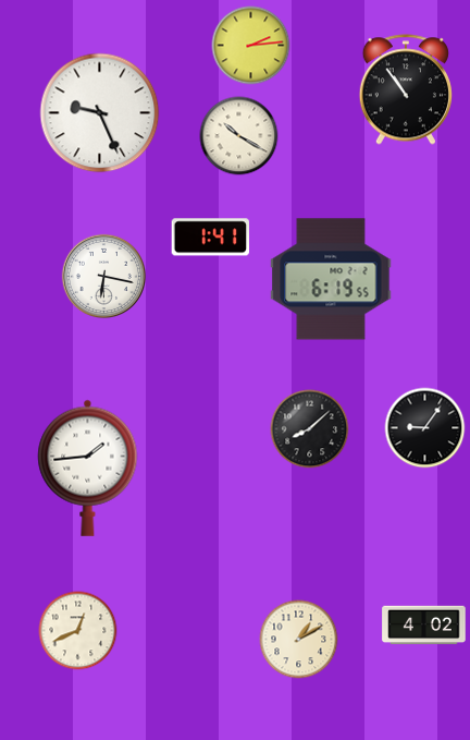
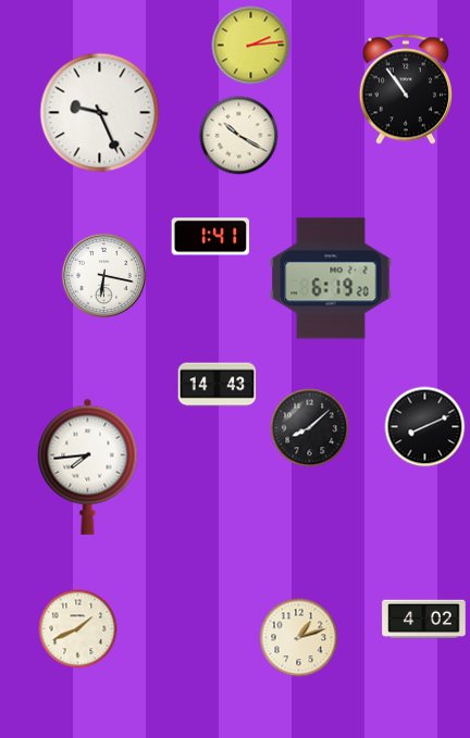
clock at (331, 279): 6:19:55 -> 6:19:20
clock at (218, 385): none -> 14:43
clock at (425, 428): 9:06 -> 8:11
clock at (88, 468): 1:44 -> 7:44
clock at (424, 626) position: (424, 626) -> (424, 620)
clock at (78, 631): 12:41 -> 1:41
clock at (299, 640): 1:10 -> 1:12
